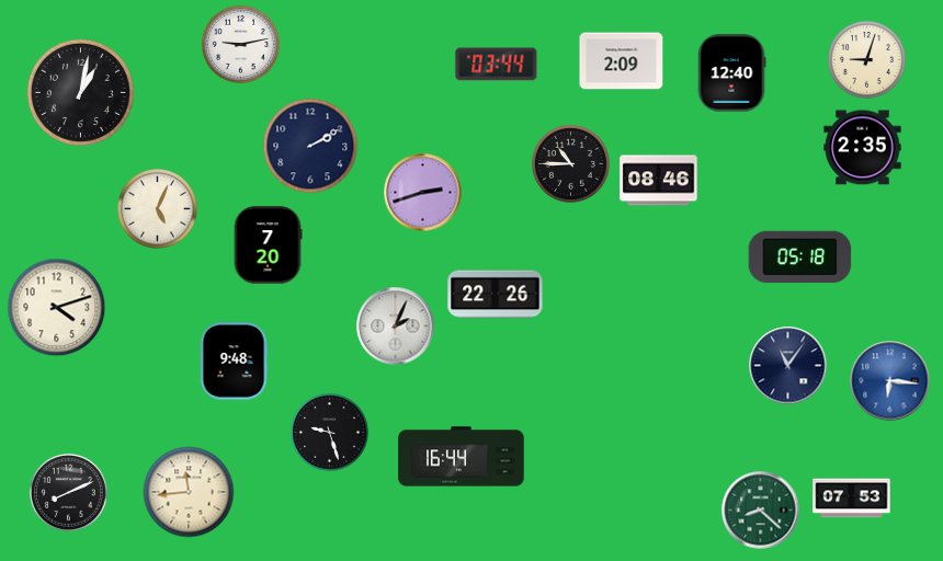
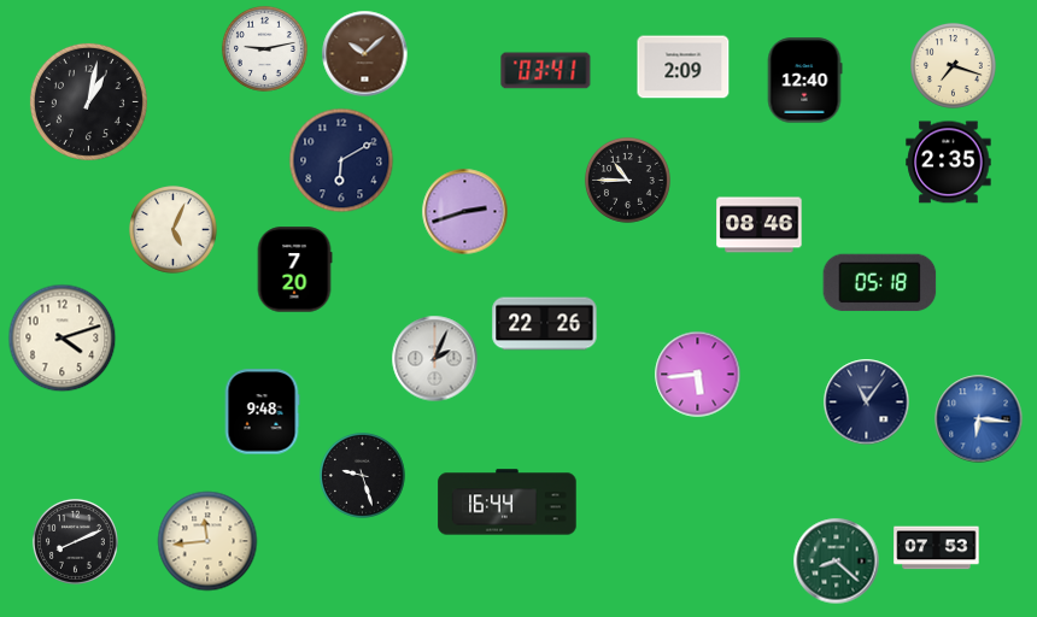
clock at (365, 54): none -> 10:08
clock at (866, 59): 9:03 -> 7:18
clock at (497, 65): 03:44 -> 03:41
clock at (310, 146): 2:10 -> 6:10
clock at (659, 181) position: (659, 181) -> (760, 225)
clock at (698, 375): none -> 5:44
clock at (234, 362) position: (234, 362) -> (262, 412)
